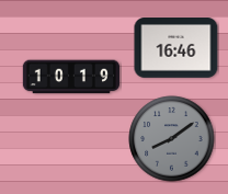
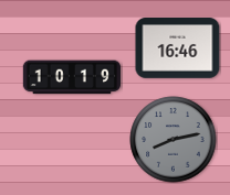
clock at (172, 139): 8:09 -> 8:13
